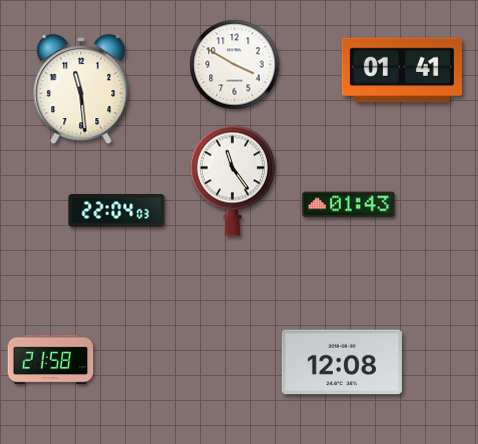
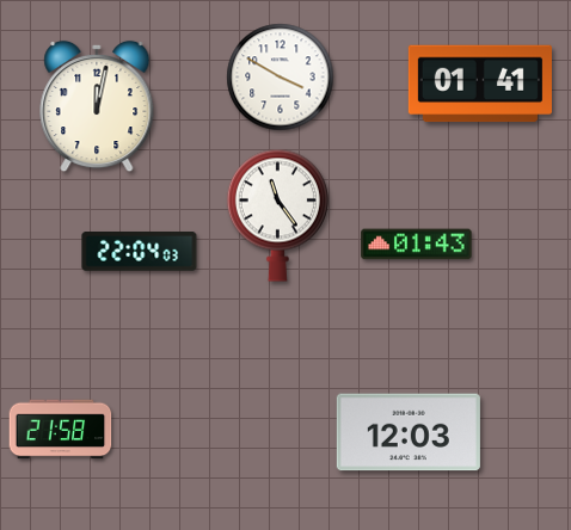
clock at (81, 89): 11:29 -> 12:02
clock at (342, 362): 12:08 -> 12:03
